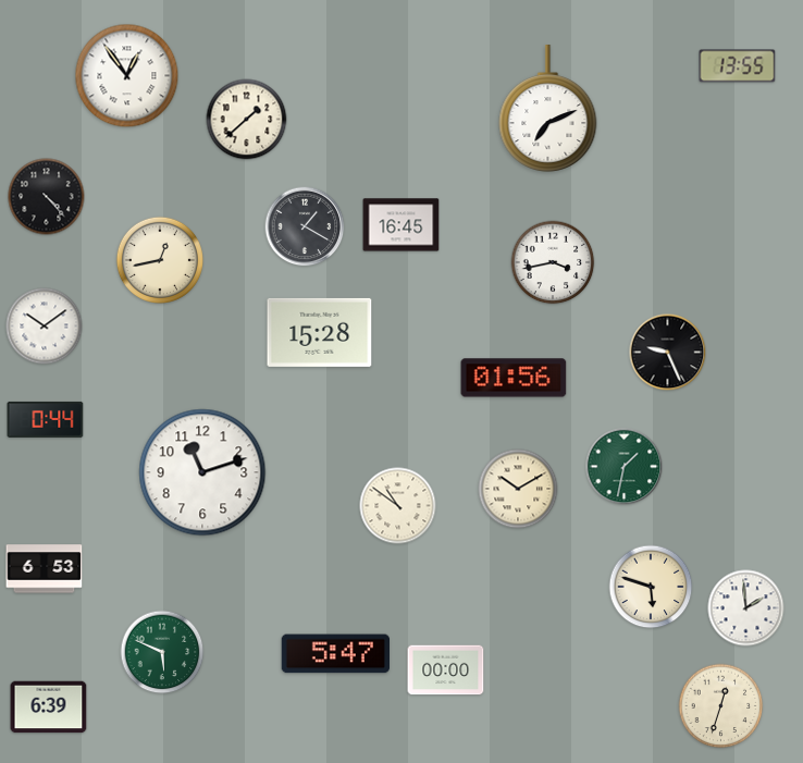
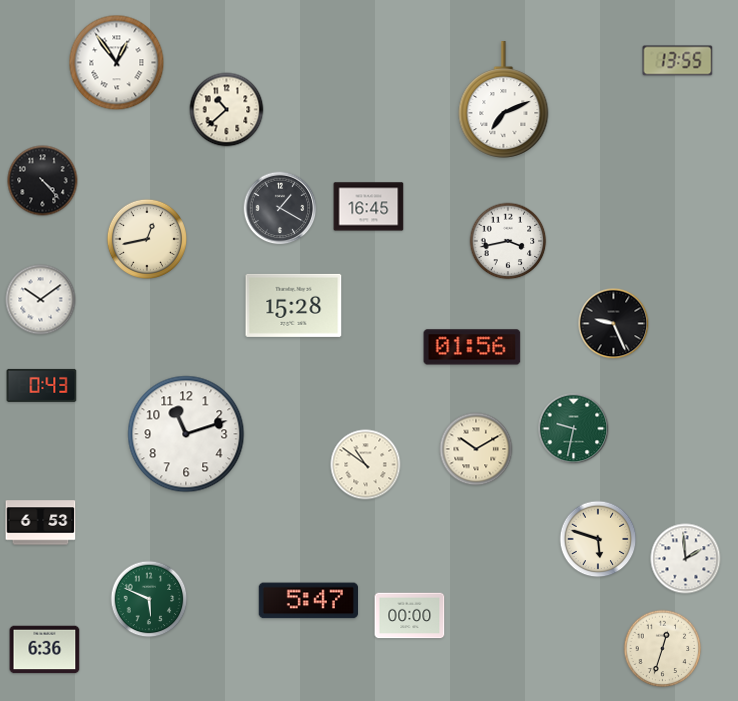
clock at (127, 76) position: (127, 76) -> (117, 63)
clock at (247, 120): 1:38 -> 10:38
clock at (46, 419): 0:44 -> 0:43
clock at (625, 467): 1:32 -> 9:32
clock at (49, 707): 6:39 -> 6:36
